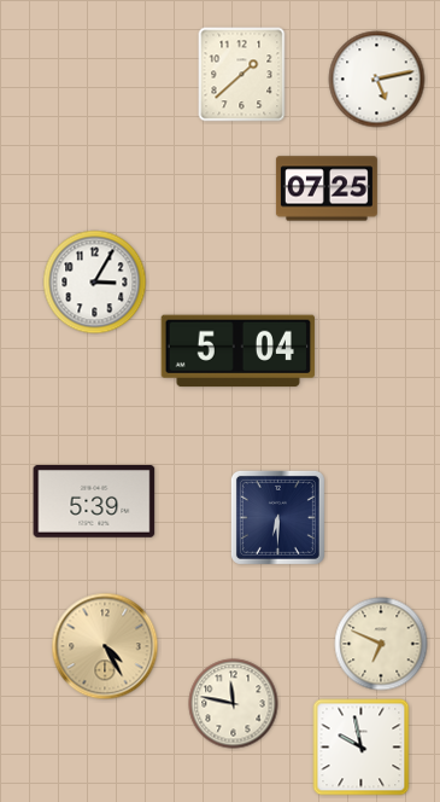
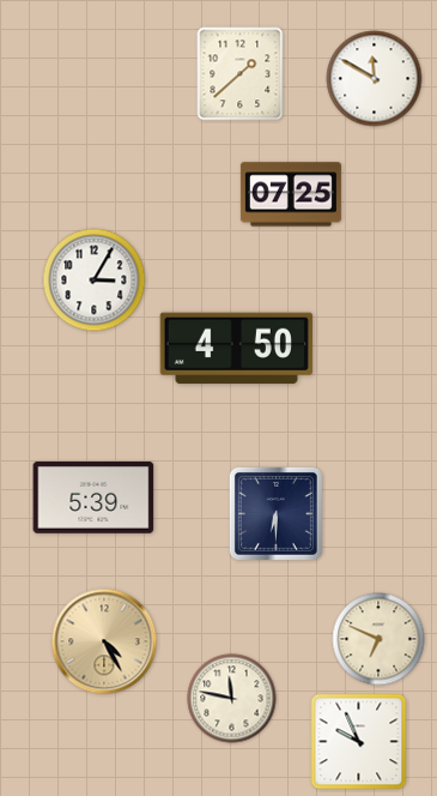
clock at (377, 80): 5:13 -> 11:50
clock at (327, 188) position: (327, 188) -> (291, 194)
clock at (237, 351): 5:04 -> 4:50
clock at (362, 748): 9:58 -> 9:56
